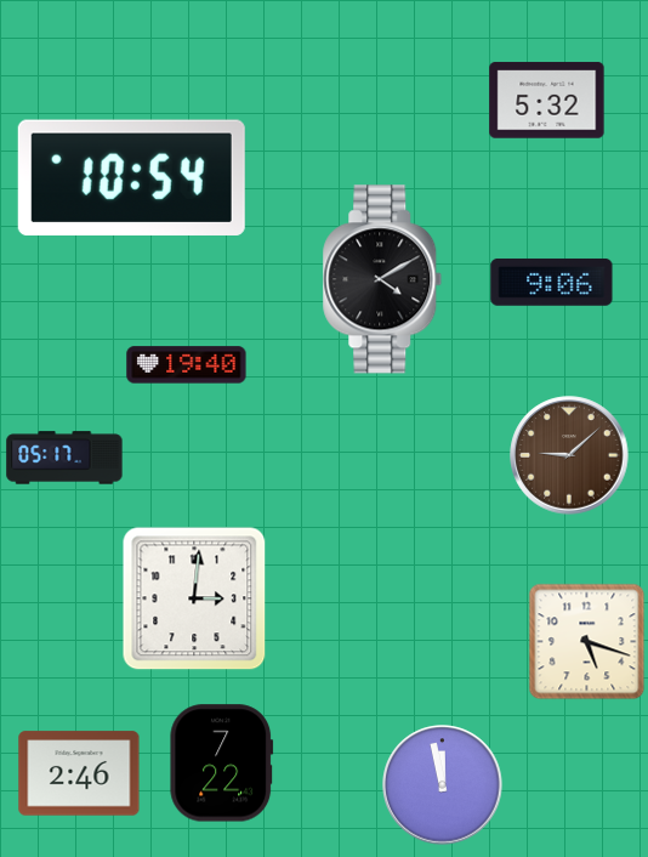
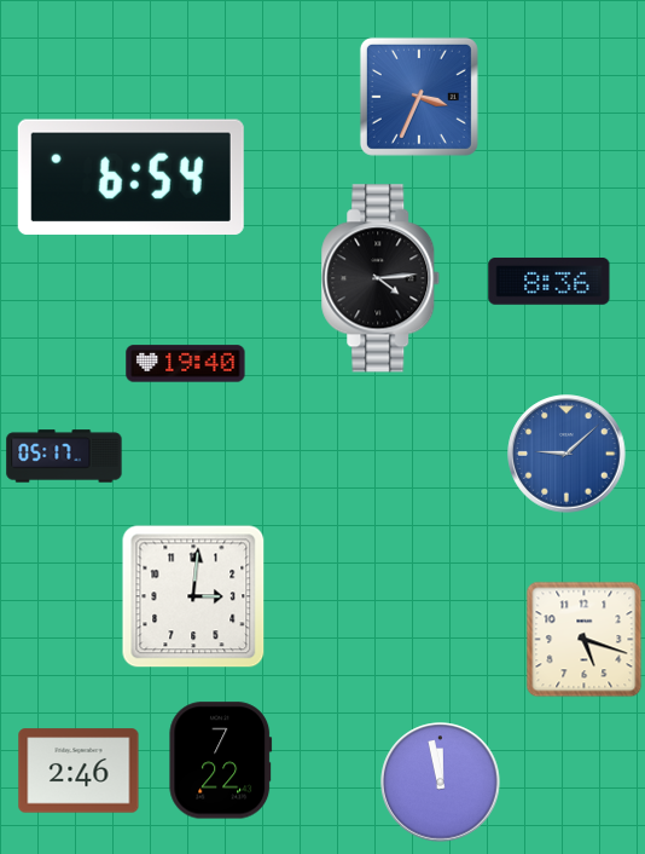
clock at (419, 97): none -> 3:34
clock at (547, 101): 5:32 -> none
clock at (131, 177): 10:54 -> 6:54
clock at (382, 279): 4:10 -> 4:14
clock at (552, 282): 9:06 -> 8:36
clock at (569, 455) dial: brown -> blue
